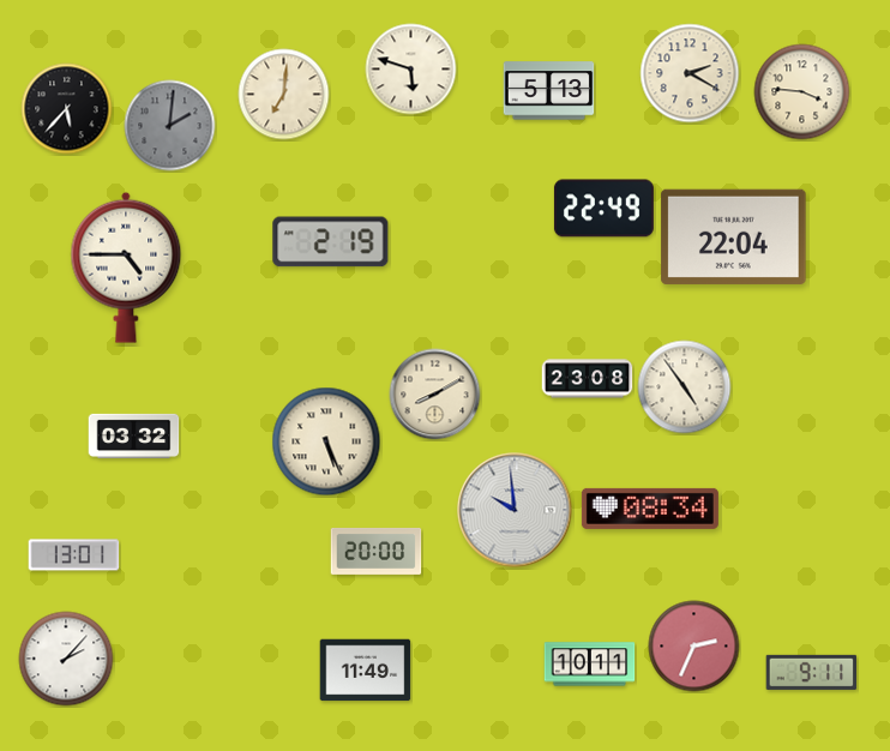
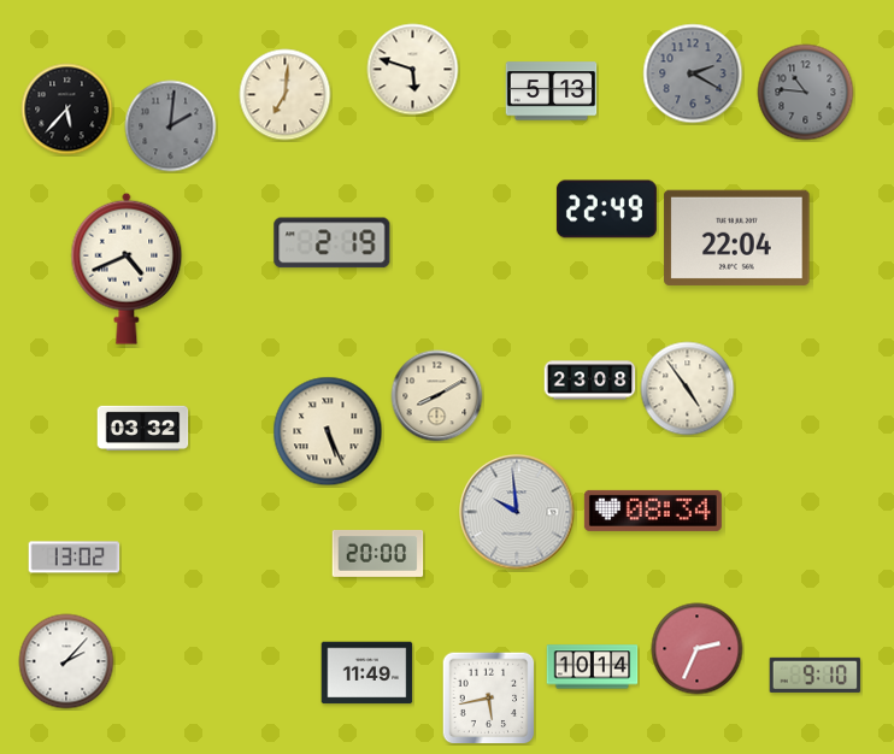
clock at (690, 73) dial: cream -> grey
clock at (802, 92): 3:46 -> 10:46
clock at (802, 92) dial: cream -> grey
clock at (126, 268): 4:45 -> 4:41
clock at (134, 435) position: (134, 435) -> (143, 428)
clock at (326, 441) position: (326, 441) -> (328, 431)
clock at (74, 555): 13:01 -> 13:02
clock at (590, 665): 10:11 -> 10:14
clock at (812, 672): 9:11 -> 9:10
clock at (488, 697): none -> 5:43
